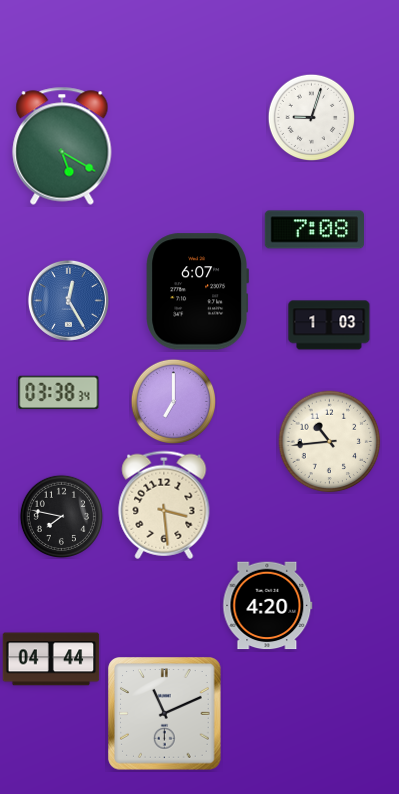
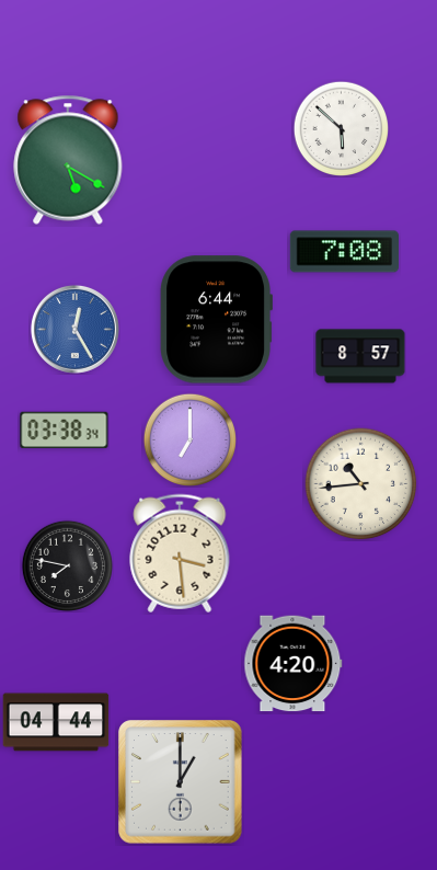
clock at (311, 117): 9:03 -> 5:52
clock at (197, 292): 6:07 -> 6:44
clock at (329, 325): 1:03 -> 8:57
clock at (165, 714): 11:11 -> 1:00
